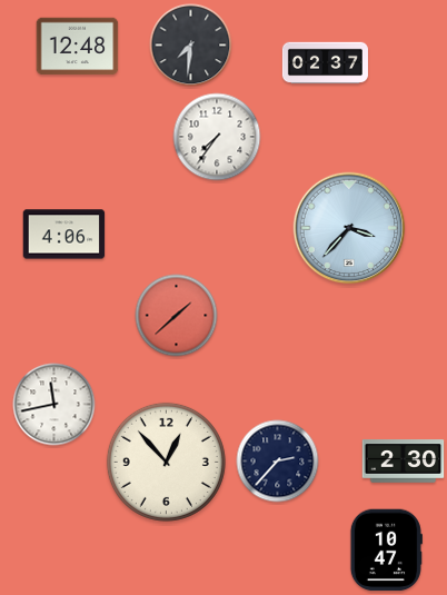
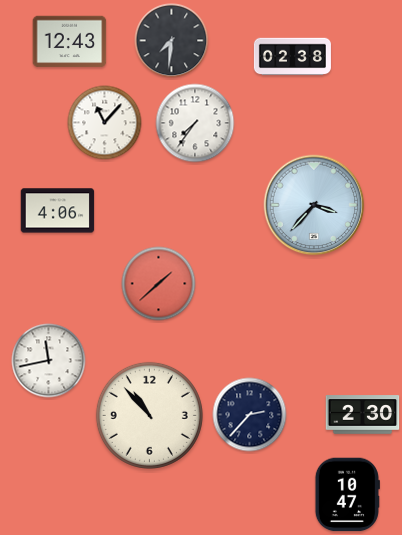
clock at (78, 47): 12:48 -> 12:43
clock at (325, 63): 02:37 -> 02:38
clock at (105, 123): none -> 11:07
clock at (54, 405) position: (54, 405) -> (49, 361)
clock at (166, 462): 12:53 -> 10:53
